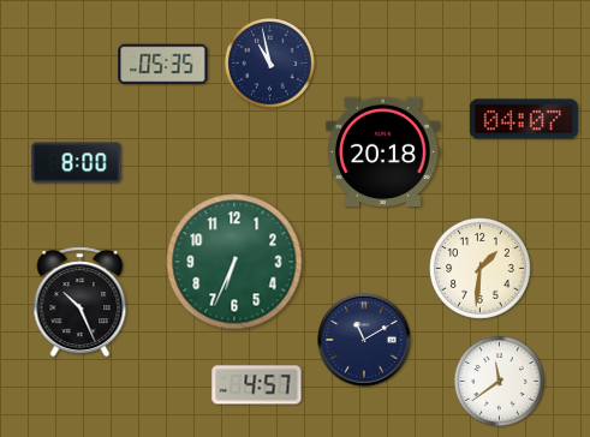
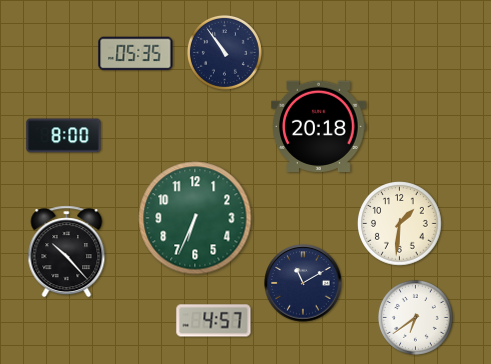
clock at (269, 62): 10:58 -> 10:54
clock at (524, 119): 04:07 -> none
clock at (81, 303): 10:26 -> 10:23
clock at (499, 381): 11:39 -> 6:39
